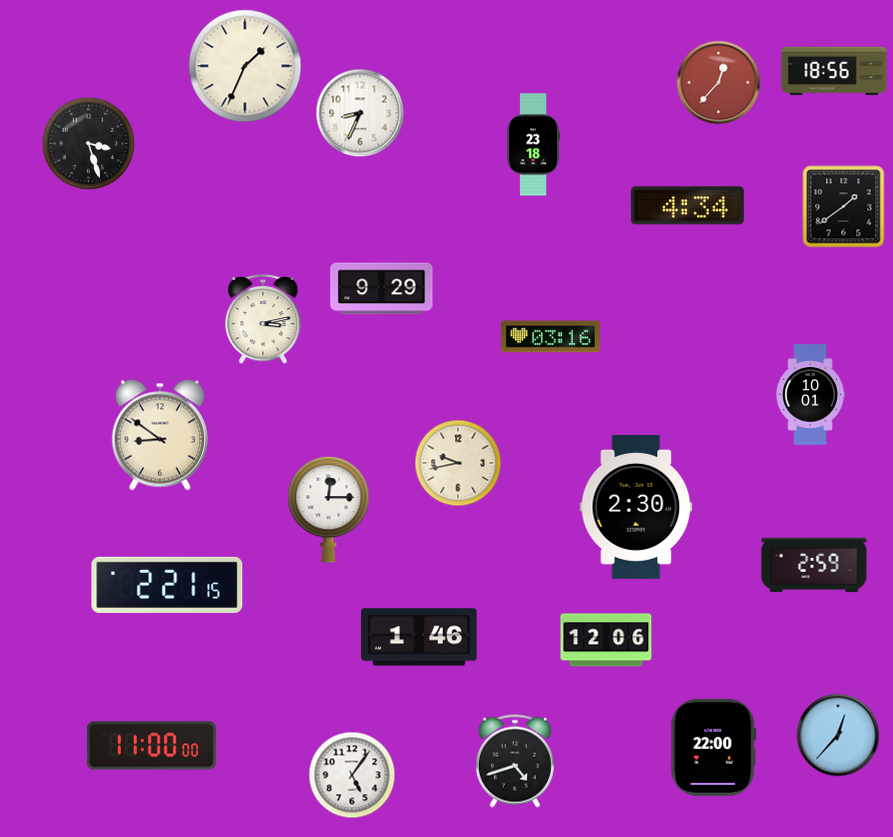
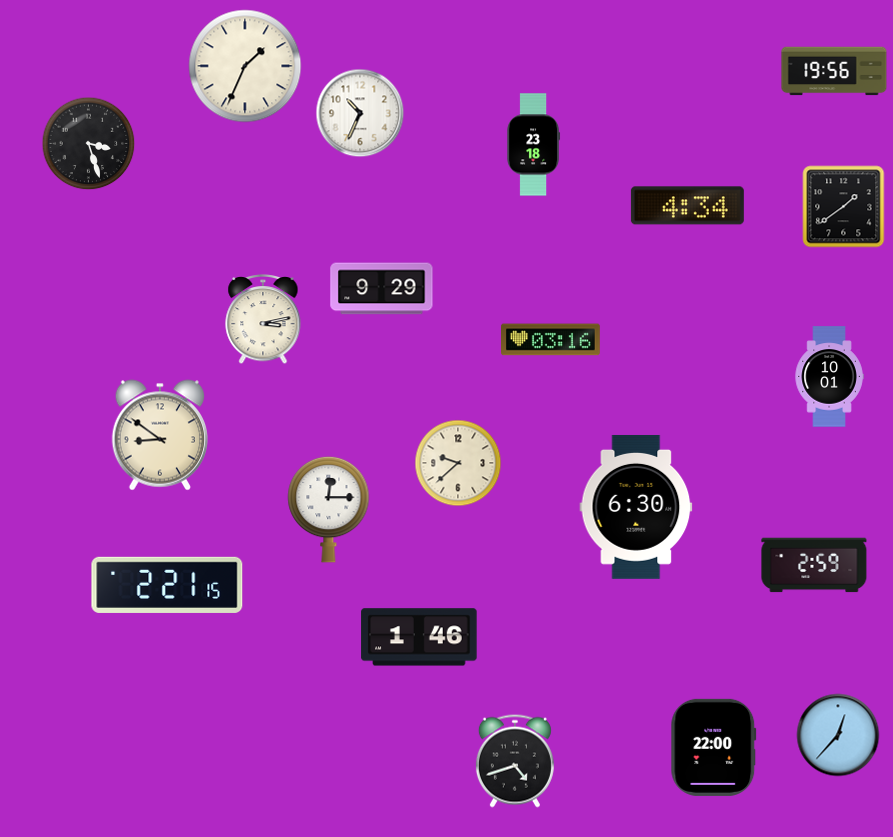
clock at (834, 71): 18:56 -> 19:56
clock at (719, 83): 12:37 -> none
clock at (360, 113): 8:34 -> 10:34
clock at (551, 337) position: (551, 337) -> (551, 340)
clock at (810, 395) position: (810, 395) -> (829, 377)
clock at (458, 463): 9:43 -> 9:38
clock at (636, 507): 2:30 -> 6:30
clock at (606, 640): 12:06 -> none
clock at (151, 746): 11:00 -> none
clock at (352, 775): 5:06 -> none
